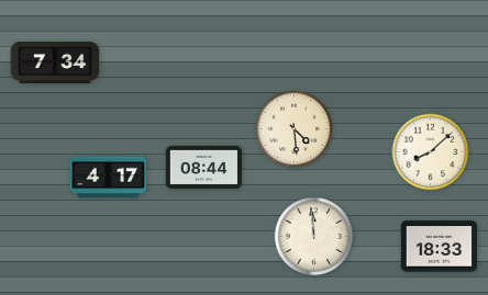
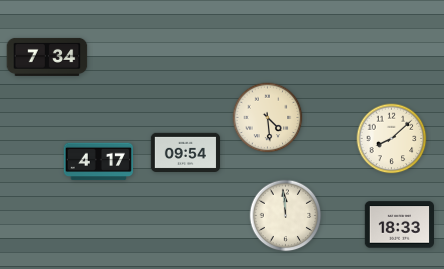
clock at (55, 63) position: (55, 63) -> (47, 57)
clock at (204, 167): 08:44 -> 09:54
